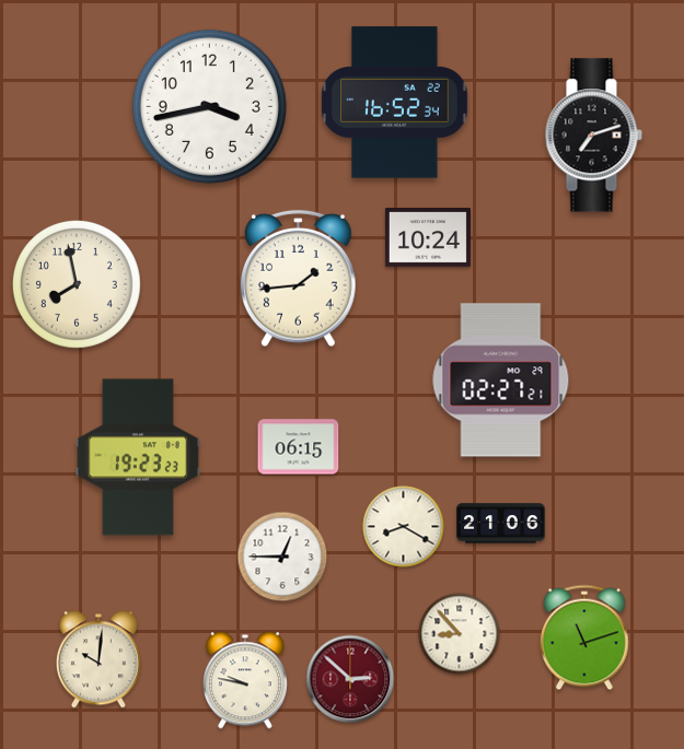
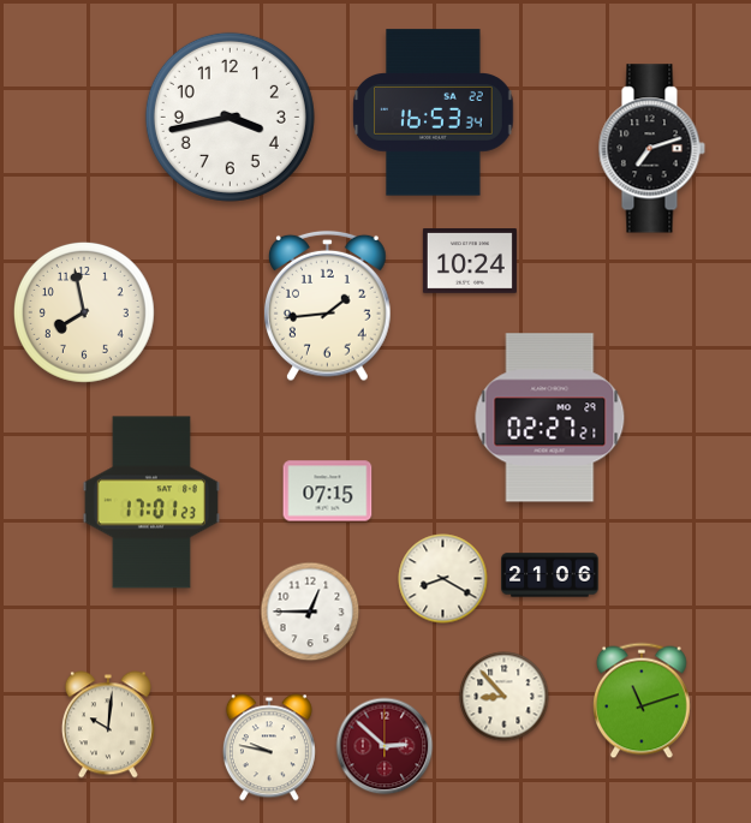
clock at (395, 103): 16:52 -> 16:53
clock at (299, 447): 06:15 -> 07:15
clock at (138, 457): 19:23 -> 17:01
